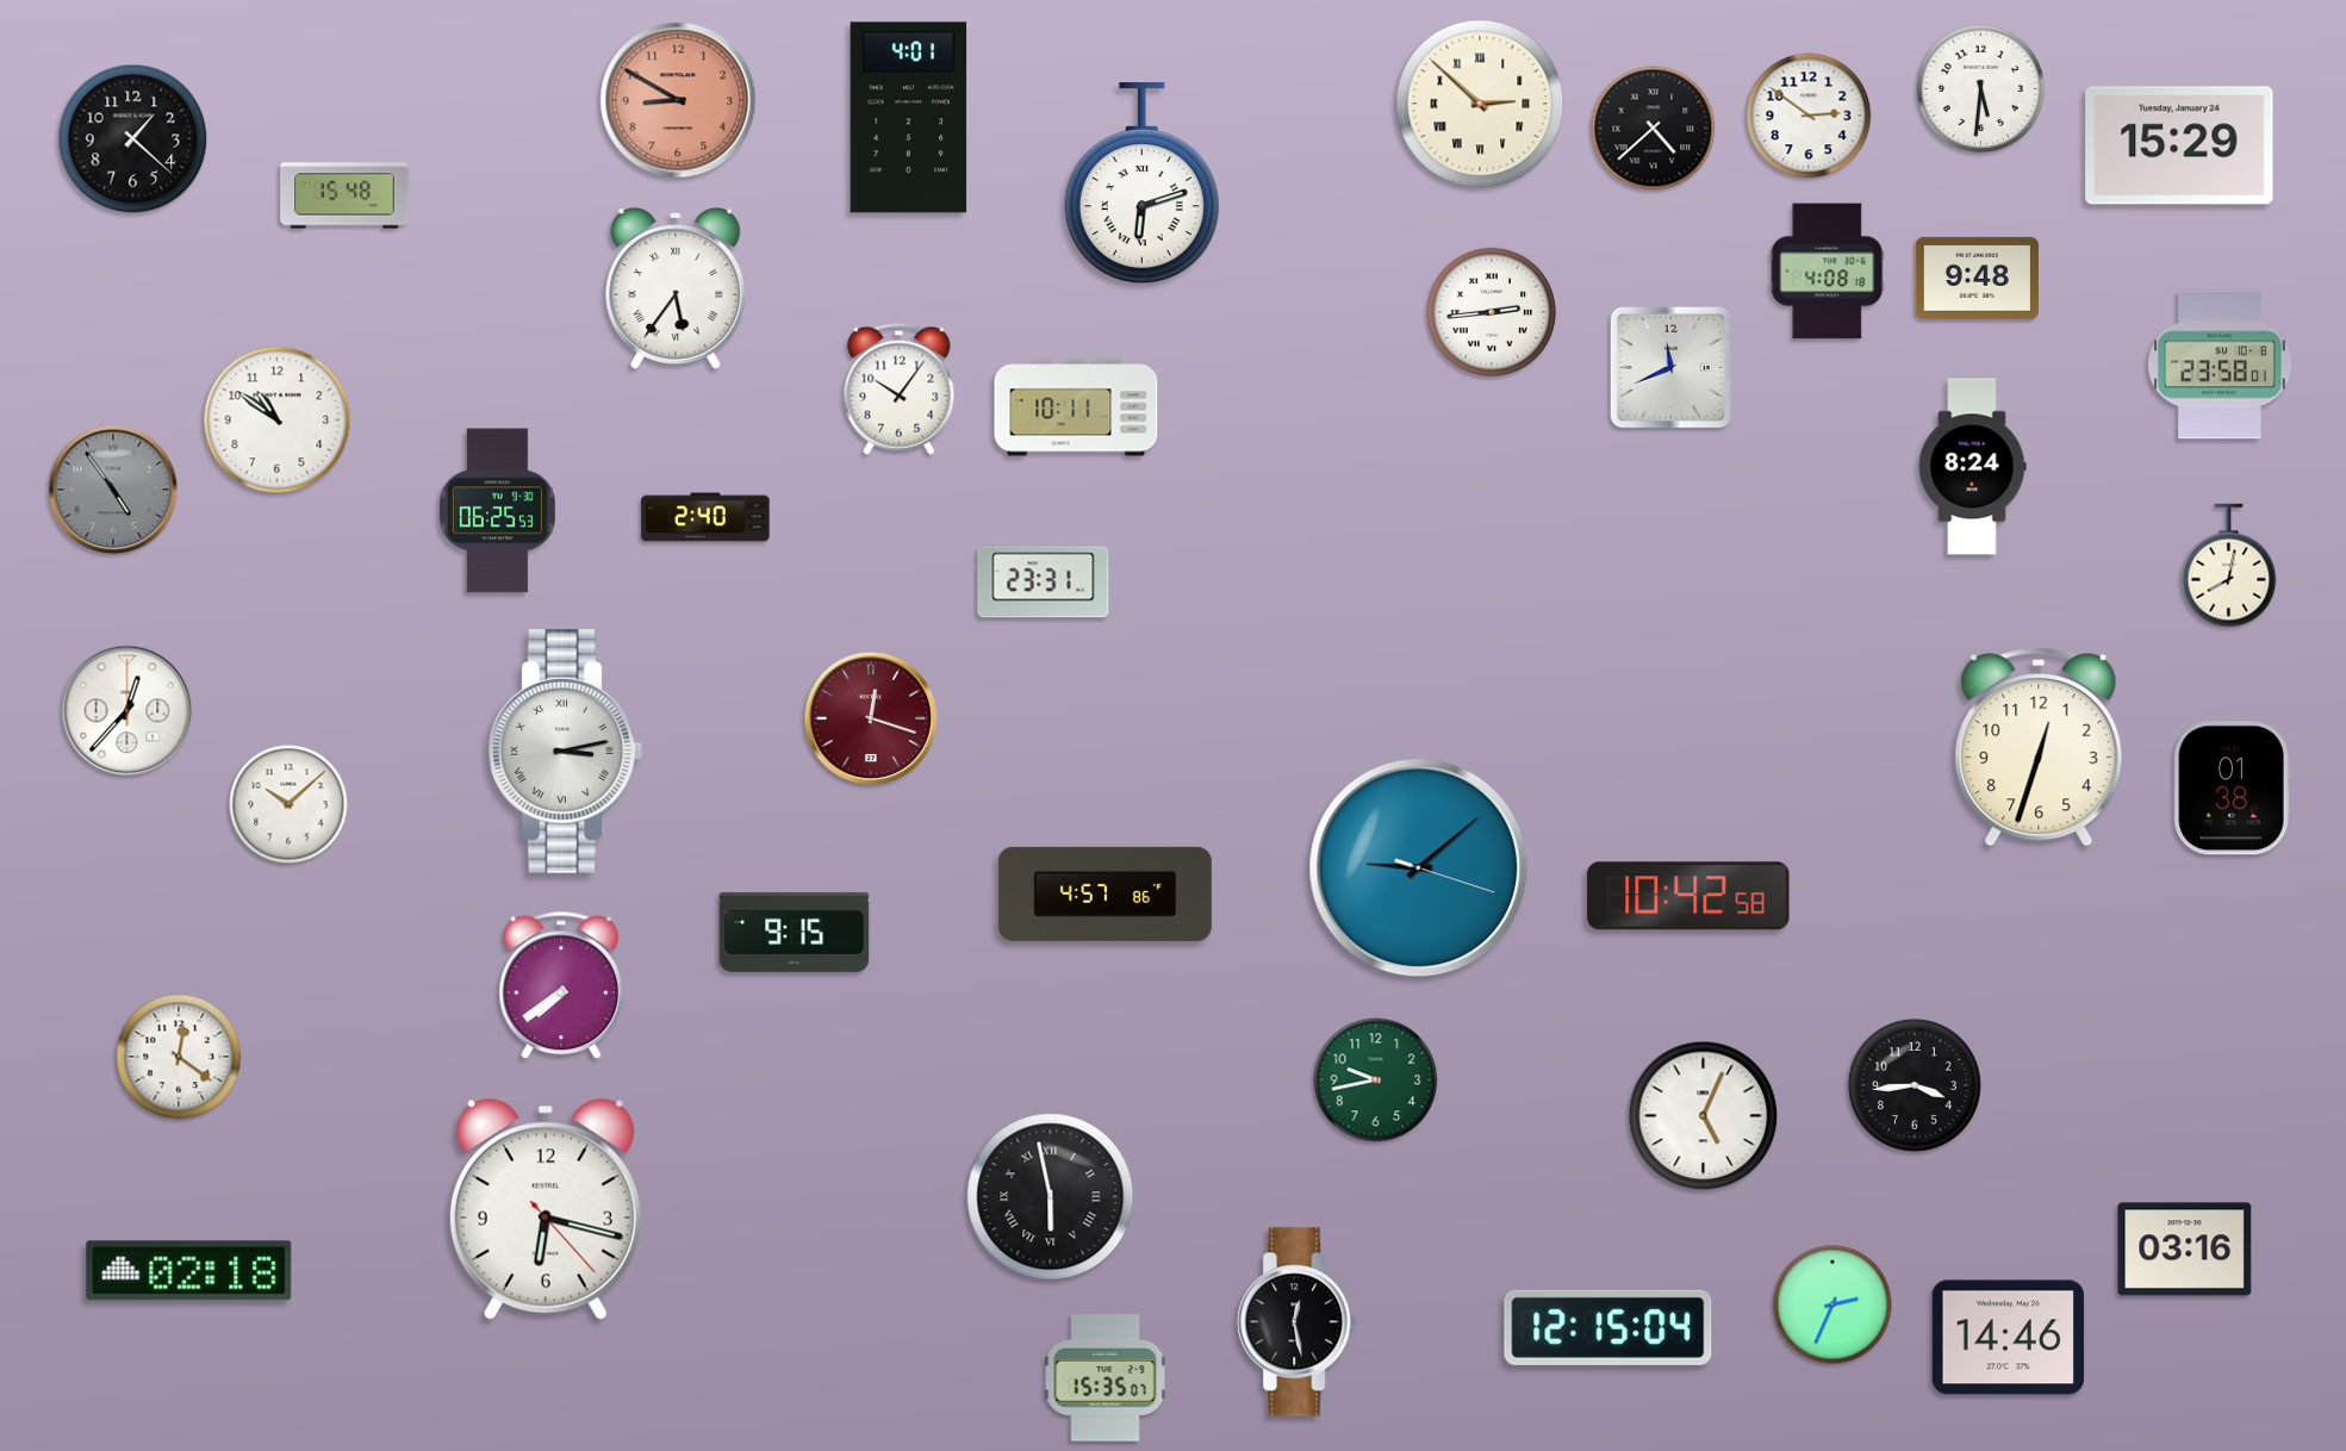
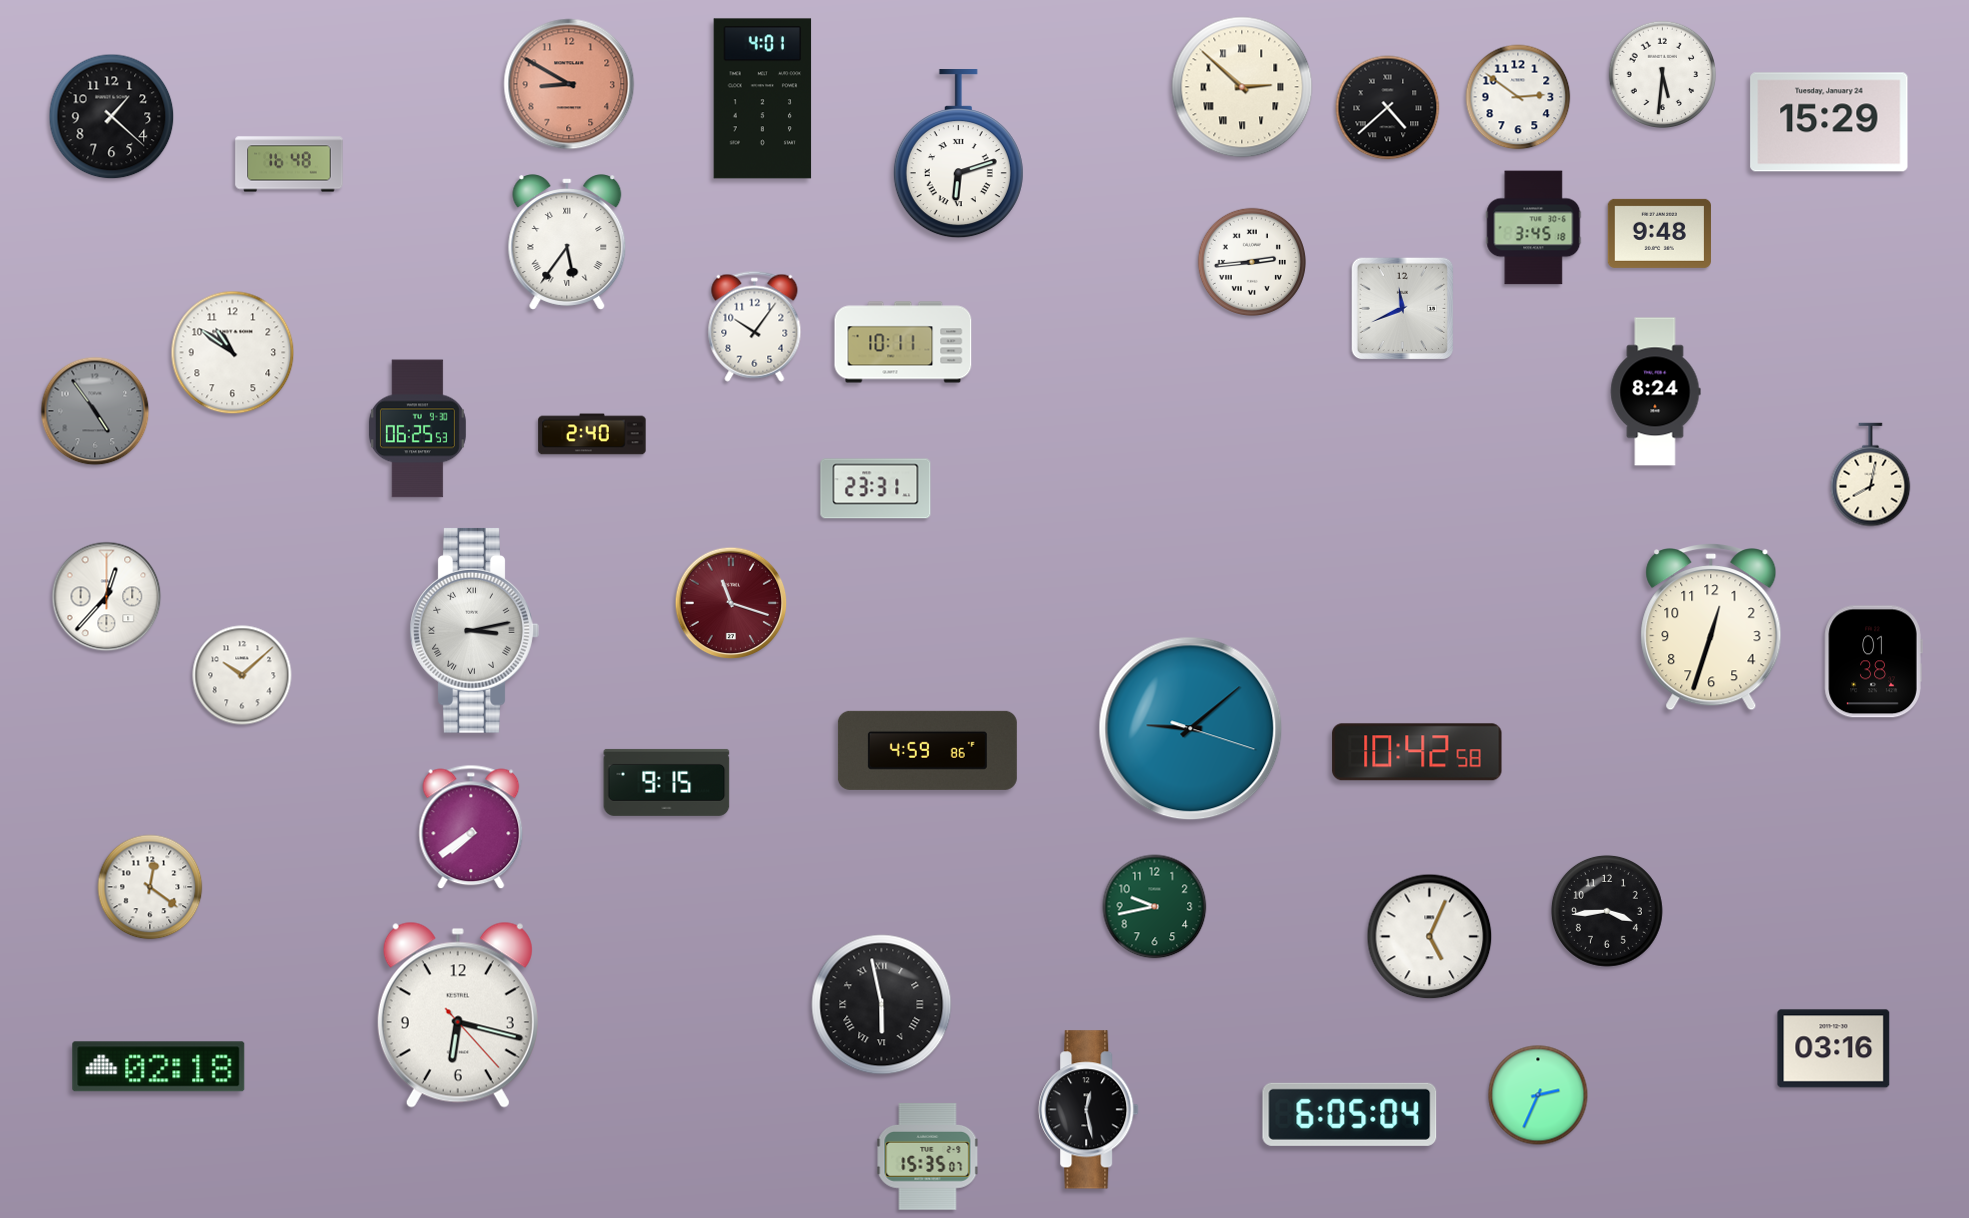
clock at (344, 195): 15:48 -> 16:48
clock at (1828, 272): 4:08 -> 3:45
clock at (2221, 365): 23:58 -> none
clock at (871, 718): 12:18 -> 11:18
clock at (1104, 893): 4:57 -> 4:59
clock at (1608, 1327): 12:15 -> 6:05
clock at (2008, 1338): 14:46 -> none
